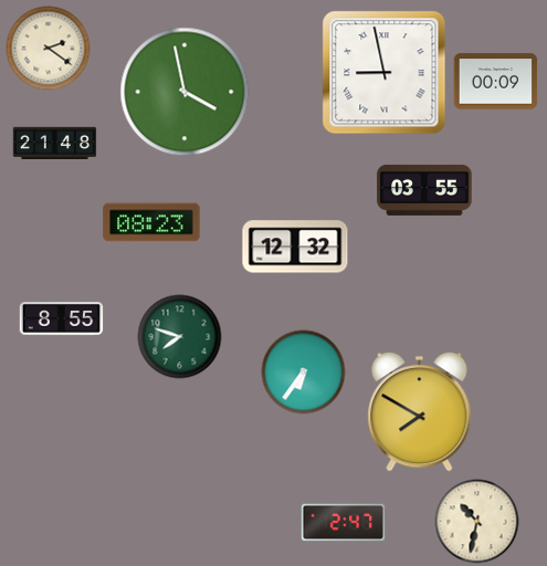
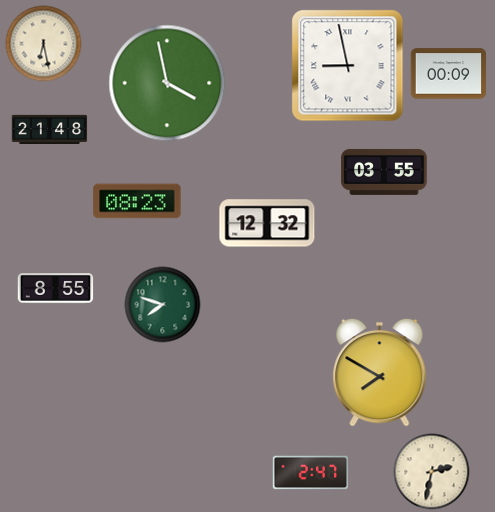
clock at (49, 49): 2:21 -> 6:28
clock at (304, 373): 6:36 -> none
clock at (477, 522): 10:32 -> 2:32
